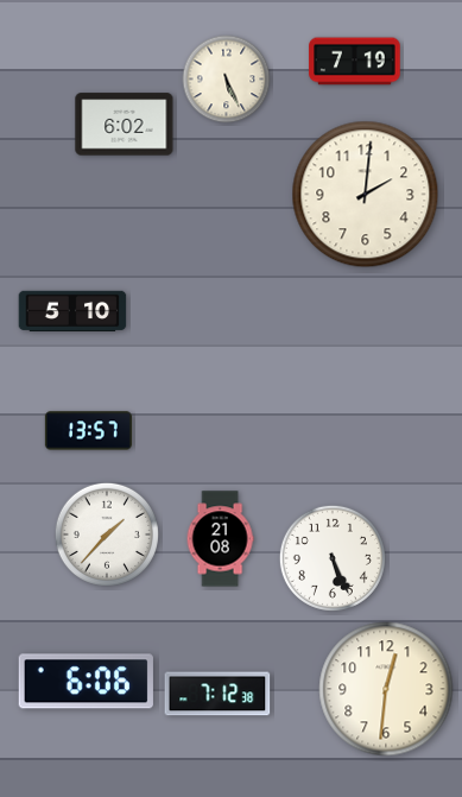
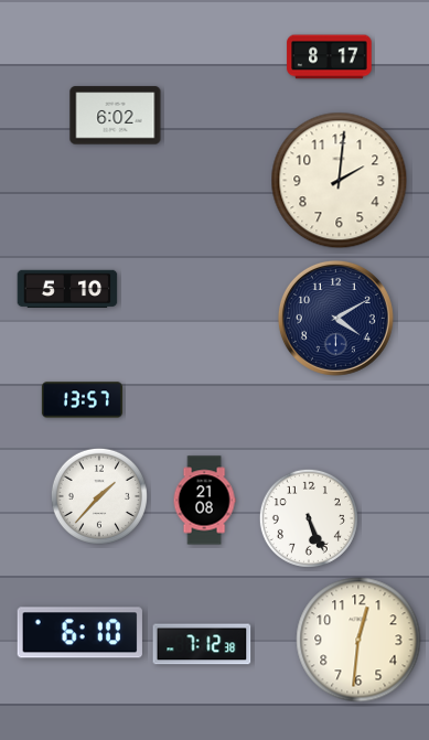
clock at (355, 62): 7:19 -> 8:17
clock at (227, 80): 5:26 -> none
clock at (335, 318): none -> 4:10
clock at (86, 682): 6:06 -> 6:10
